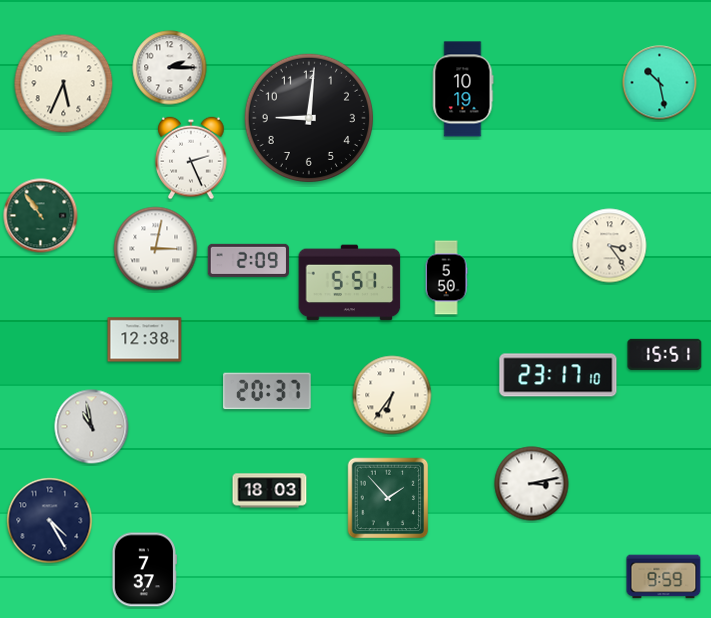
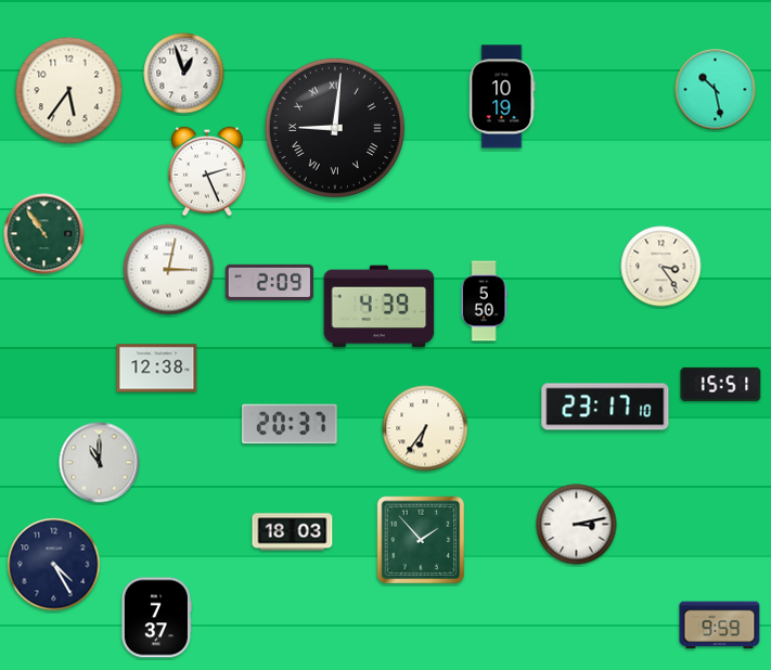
clock at (170, 68): 2:15 -> 12:57
clock at (64, 84): 5:34 -> 5:36
clock at (309, 118) numerals: Arabic -> Roman
clock at (350, 283): 5:51 -> 4:39
clock at (92, 427): 10:58 -> 11:00
